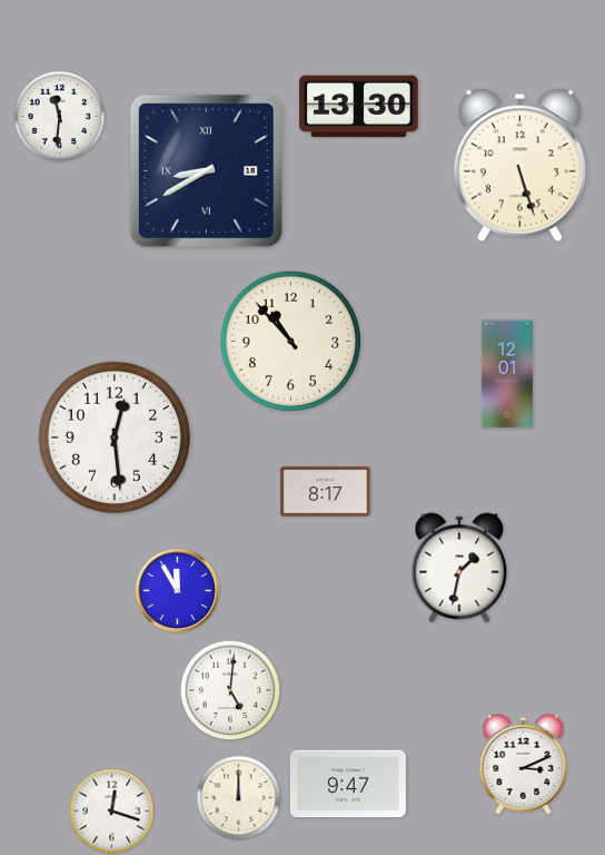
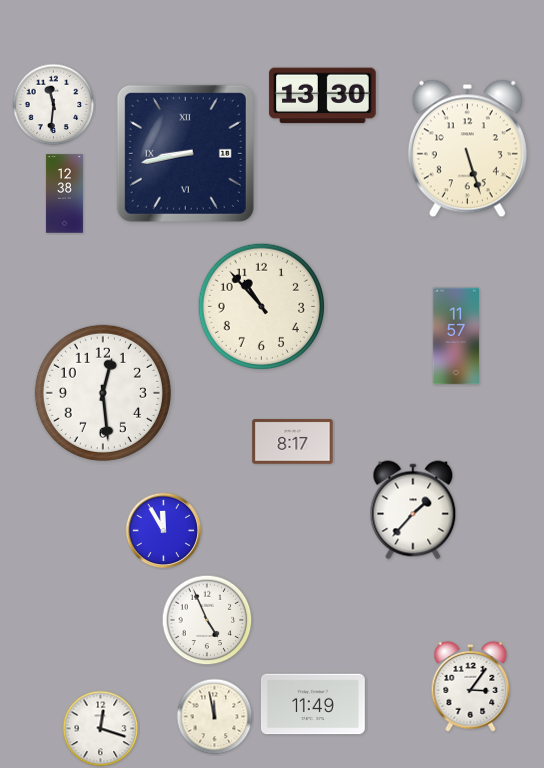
clock at (206, 170): 8:40 -> 8:43
clock at (64, 194): none -> 12:38
clock at (507, 374): 12:01 -> 11:57
clock at (459, 568): 1:32 -> 1:37
clock at (178, 591) position: (178, 591) -> (164, 531)
clock at (230, 690): 5:01 -> 4:56
clock at (524, 764): 3:11 -> 3:06
clock at (348, 784): 9:47 -> 11:49
clock at (239, 798): 12:00 -> 11:58
